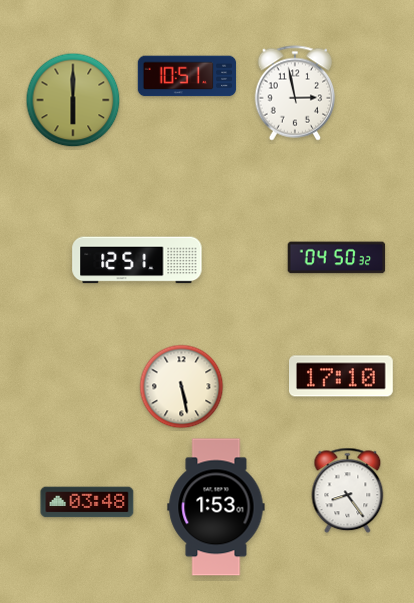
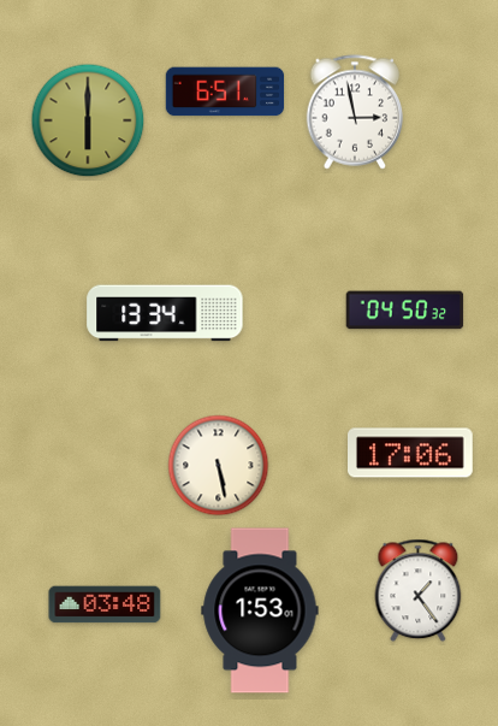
clock at (187, 76): 10:51 -> 6:51
clock at (137, 260): 12:51 -> 13:34
clock at (342, 376): 17:10 -> 17:06
clock at (348, 491): 8:24 -> 1:24
